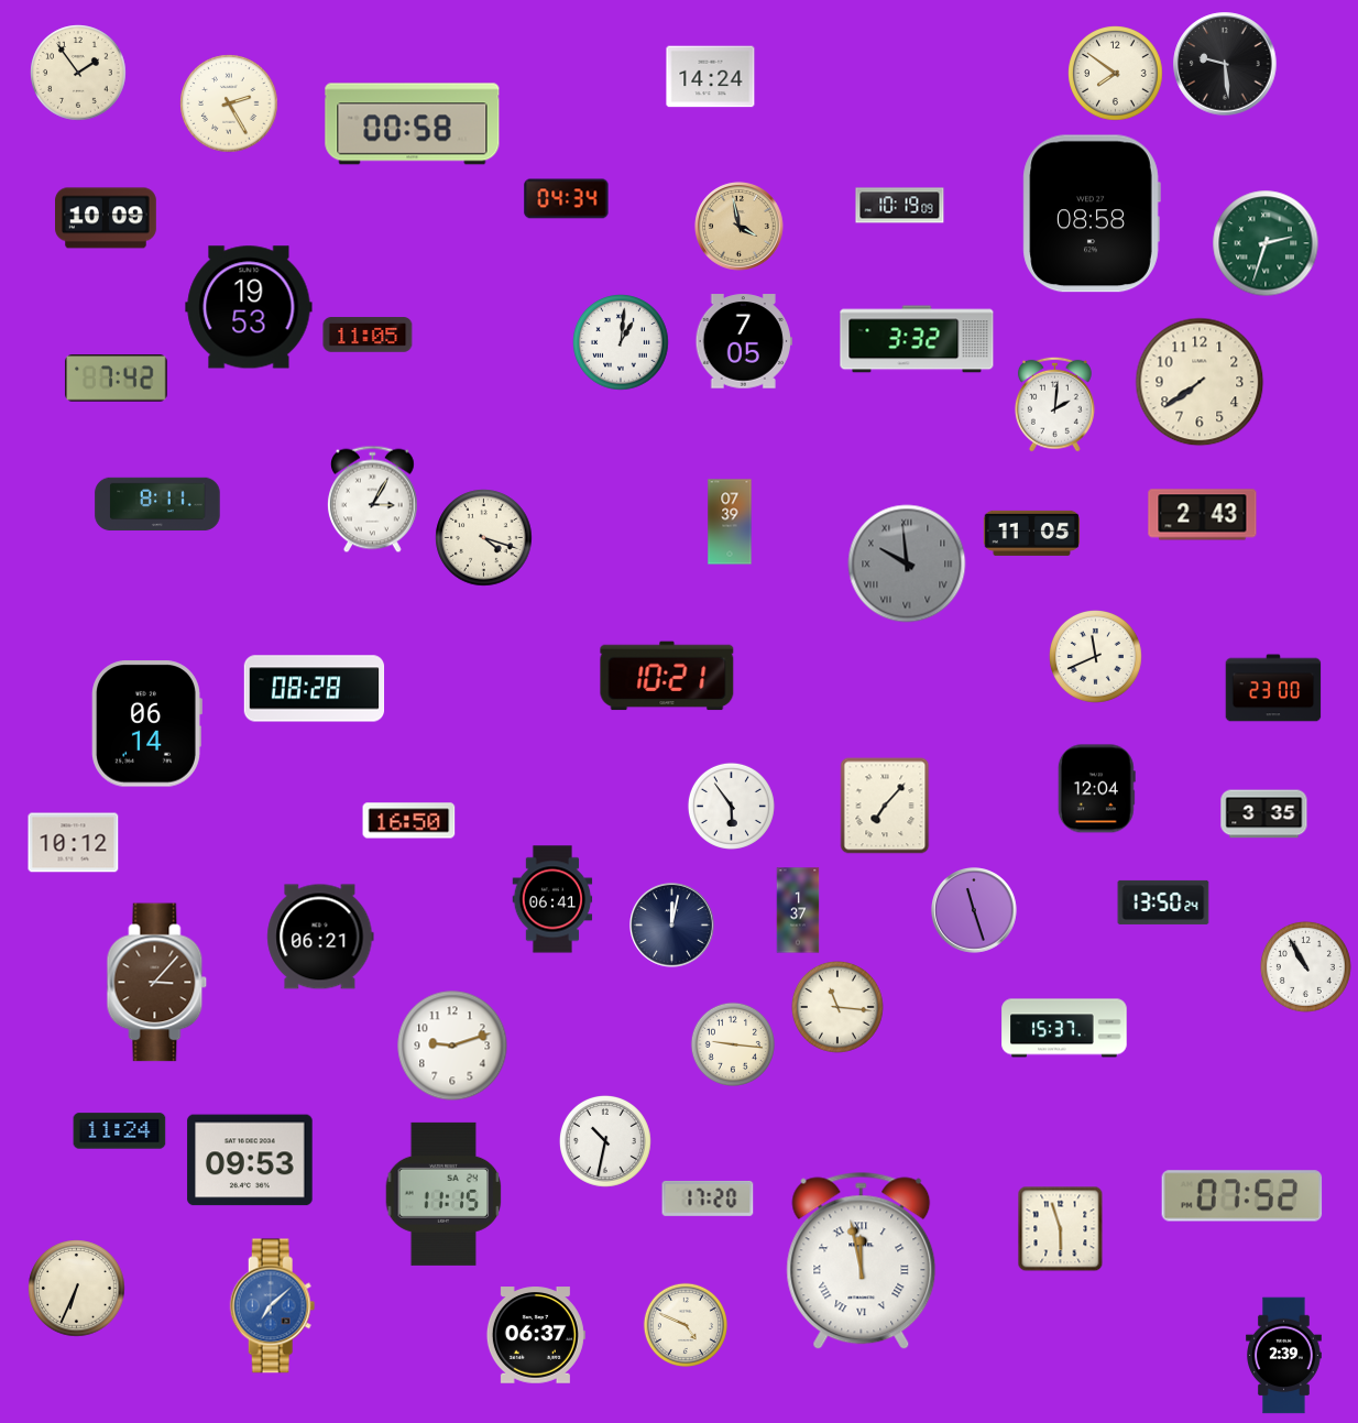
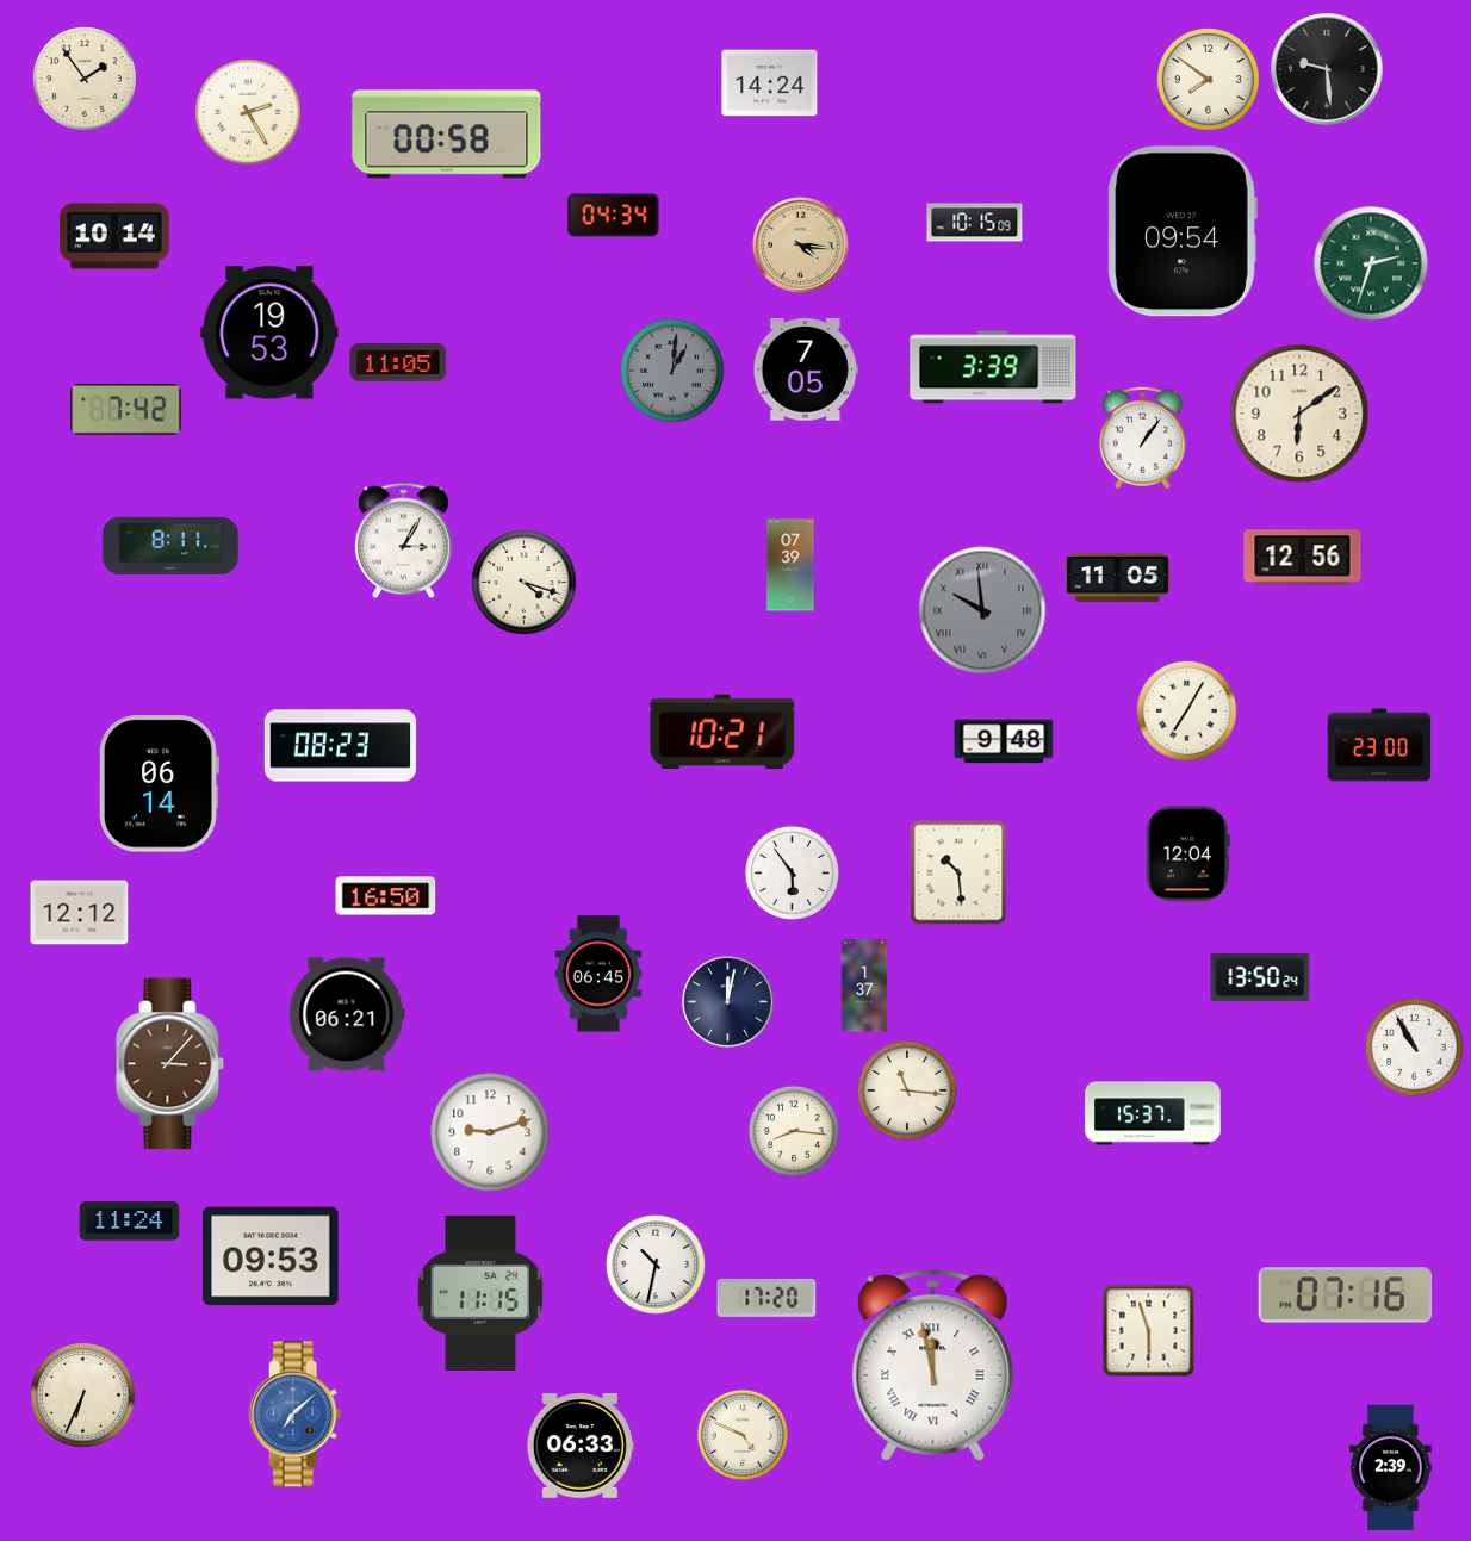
clock at (900, 206): 10:19 -> 10:15
clock at (1092, 214): 08:58 -> 09:54
clock at (107, 218): 10:09 -> 10:14
clock at (740, 227): 3:58 -> 4:16
clock at (917, 339): 3:32 -> 3:39
clock at (621, 342) dial: white -> grey
clock at (1200, 382): 7:39 -> 6:09
clock at (1054, 404): 2:01 -> 1:06
clock at (1203, 515): 2:43 -> 12:56
clock at (1096, 657): 11:41 -> 7:05
clock at (1004, 741): none -> 9:48
clock at (315, 689): 08:28 -> 08:23
clock at (885, 806): 7:07 -> 10:29
clock at (1264, 814): 3:35 -> none
clock at (409, 821) position: (409, 821) -> (386, 896)
clock at (74, 843): 10:12 -> 12:12
clock at (552, 899): 06:41 -> 06:45
clock at (975, 911): 11:27 -> none
clock at (732, 1043): 9:16 -> 8:16
clock at (120, 1131) position: (120, 1131) -> (130, 1222)
clock at (605, 1141) position: (605, 1141) -> (656, 1265)
clock at (1242, 1196): 07:52 -> 07:16
clock at (536, 1335): 06:37 -> 06:33
